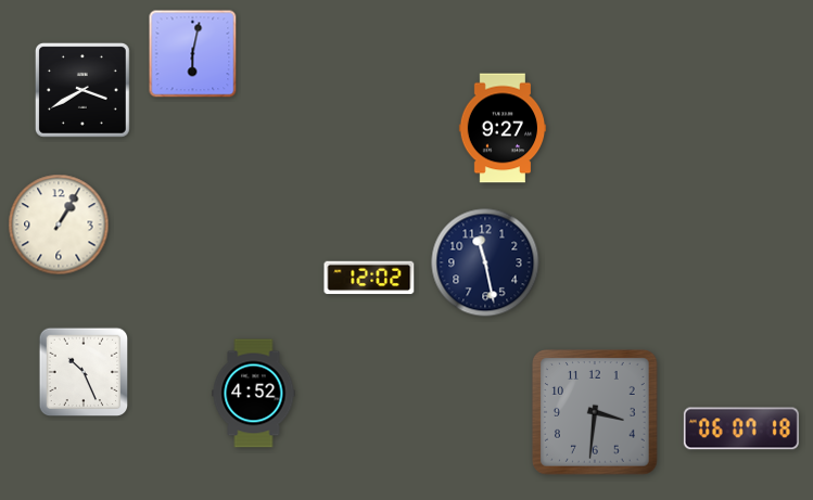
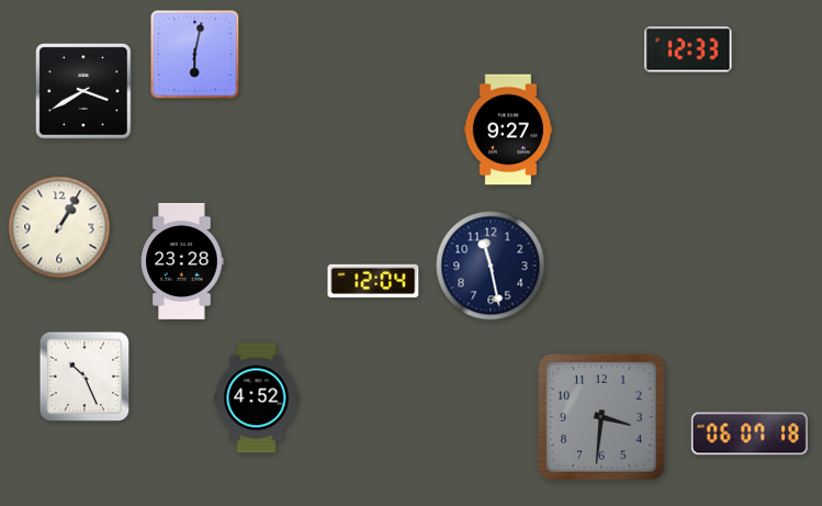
clock at (688, 49): none -> 12:33
clock at (182, 261): none -> 23:28
clock at (369, 278): 12:02 -> 12:04
